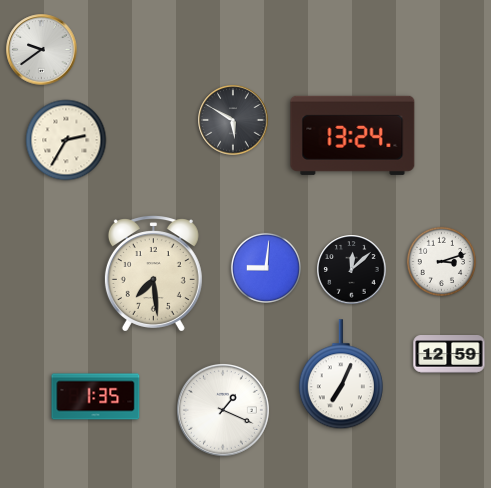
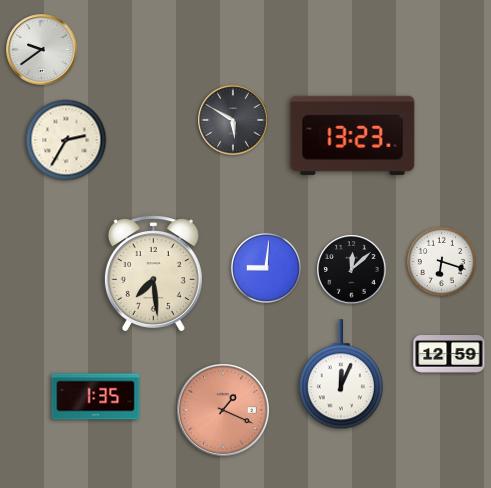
clock at (353, 135): 13:24 -> 13:23
clock at (441, 261): 3:12 -> 6:18
clock at (341, 375): 7:04 -> 12:04
clock at (223, 410) dial: white -> salmon
